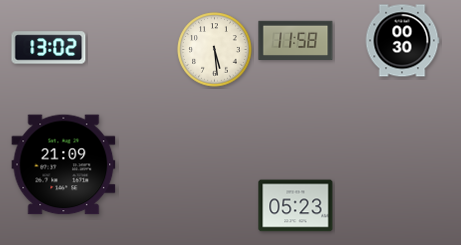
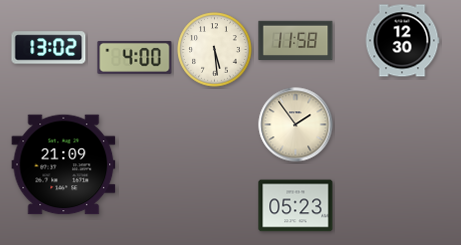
clock at (402, 41): 00:30 -> 12:30
clock at (135, 57): none -> 4:00
clock at (296, 125): none -> 1:54
